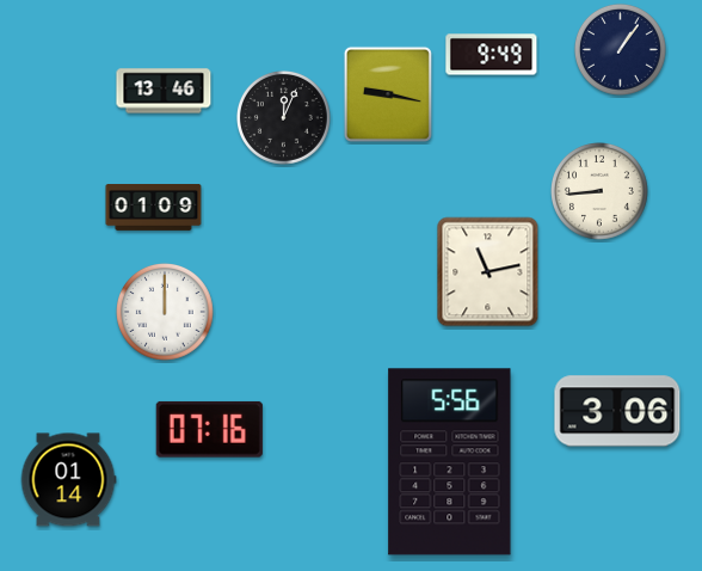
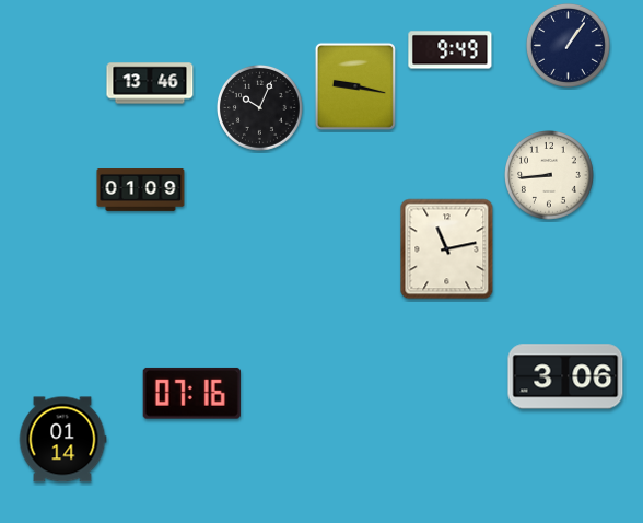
clock at (283, 117): 12:04 -> 10:04
clock at (166, 313): 12:00 -> none
clock at (450, 462): 5:56 -> none
